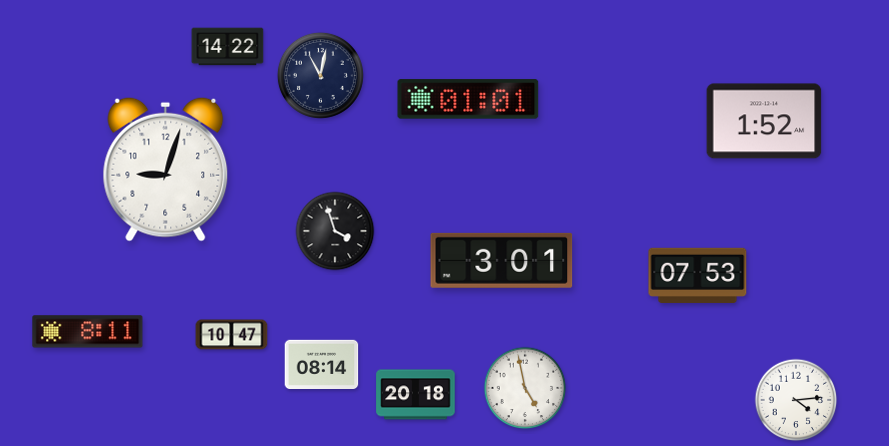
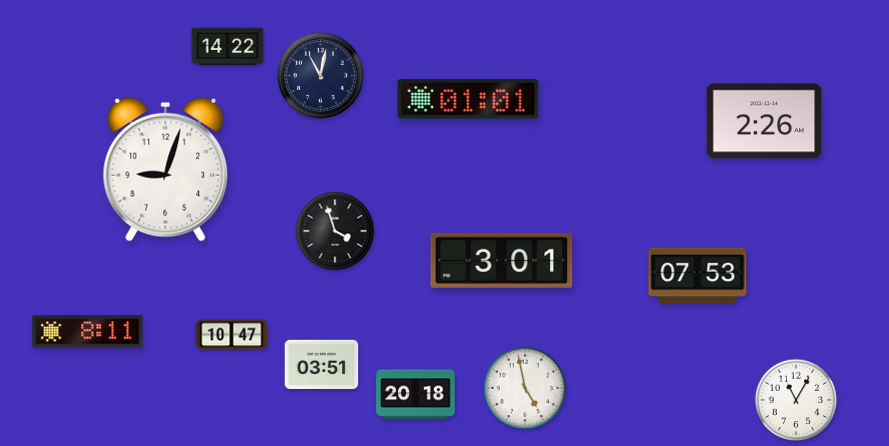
clock at (764, 121): 1:52 -> 2:26
clock at (322, 364): 08:14 -> 03:51
clock at (796, 400): 4:14 -> 11:05
